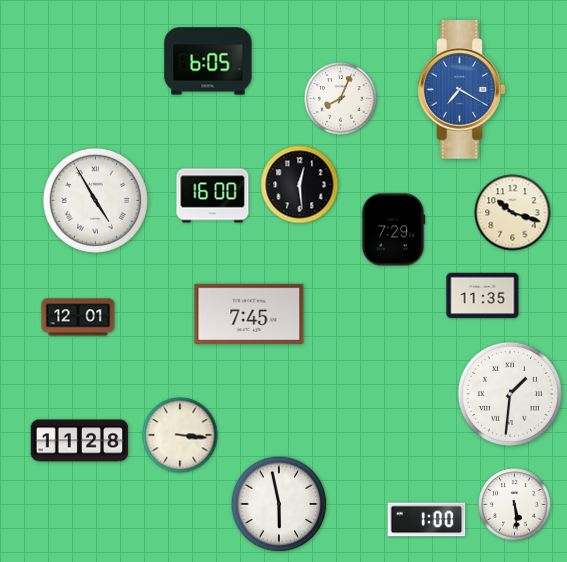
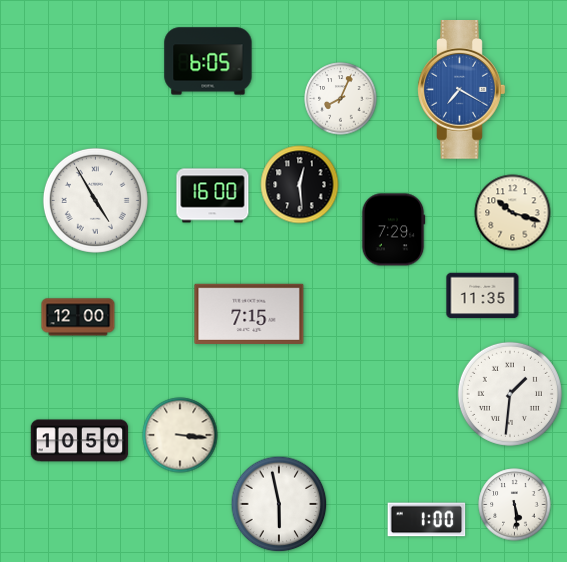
clock at (249, 314): 7:45 -> 7:15
clock at (78, 317): 12:01 -> 12:00
clock at (80, 441): 11:28 -> 10:50
